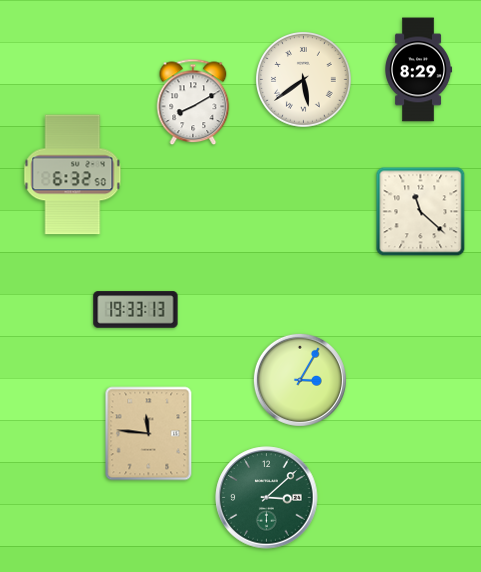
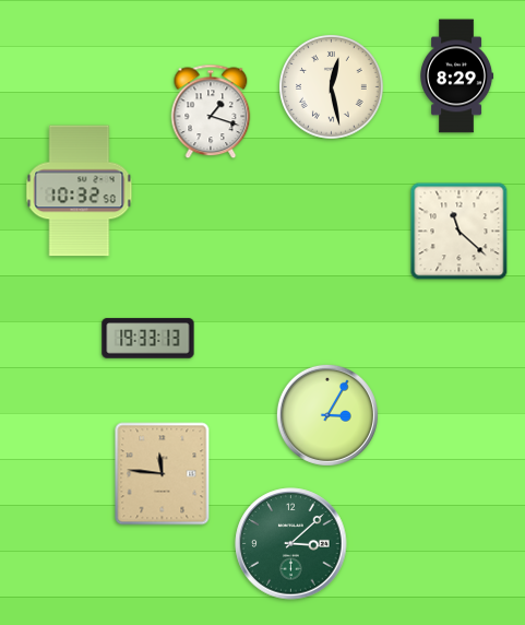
clock at (304, 80): 5:39 -> 12:28
clock at (193, 102): 8:10 -> 1:18
clock at (73, 175): 6:32 -> 10:32
